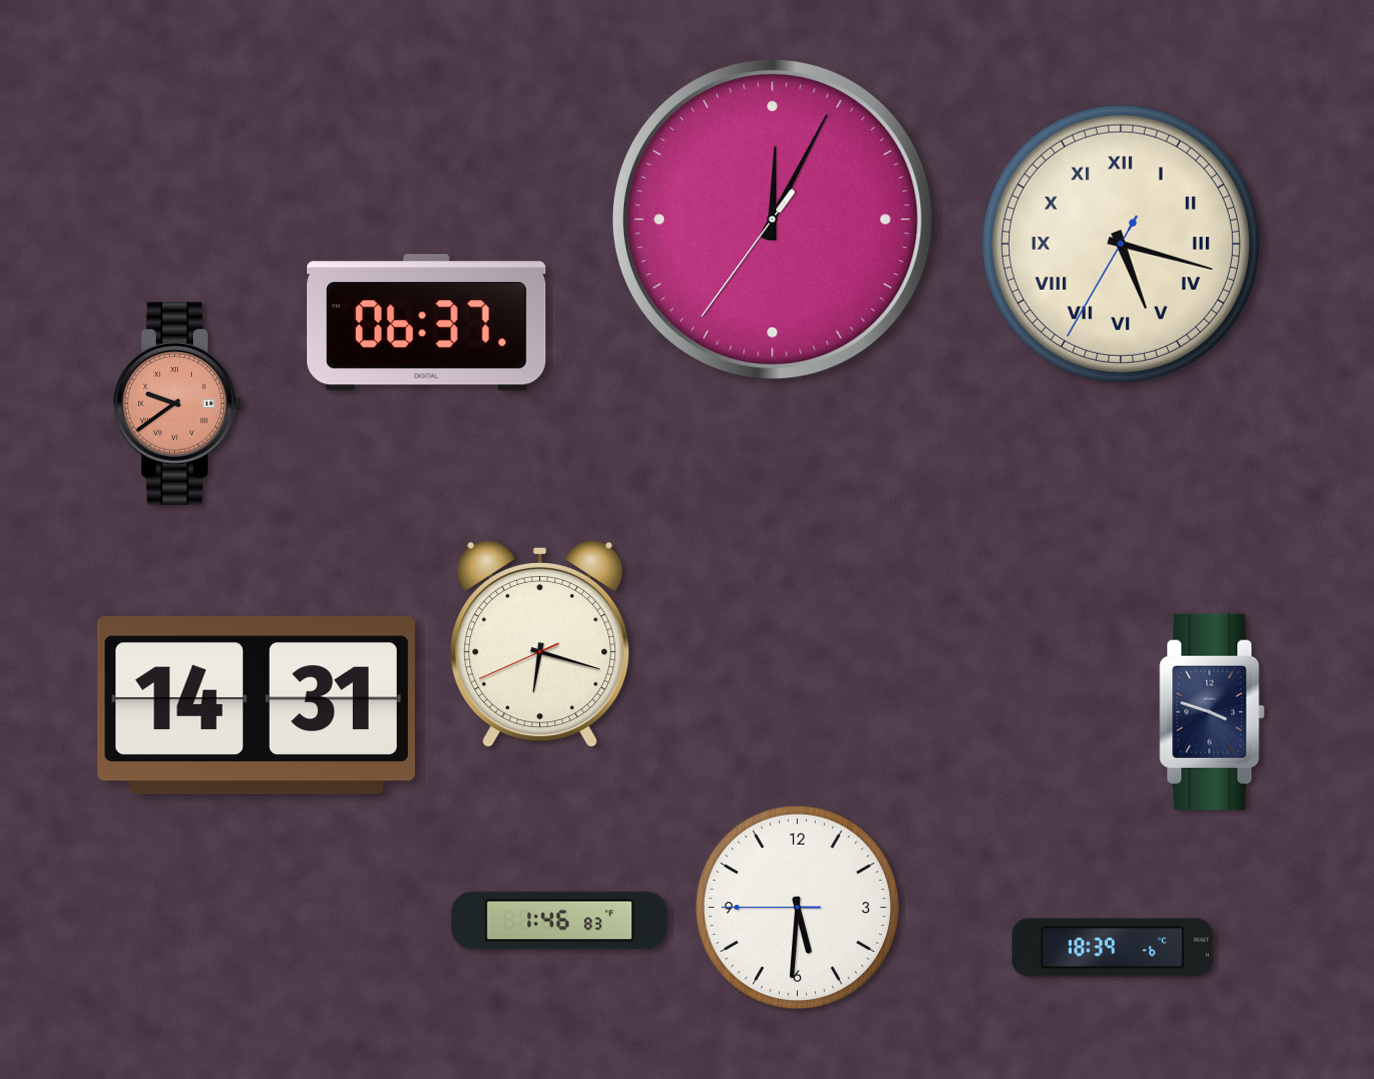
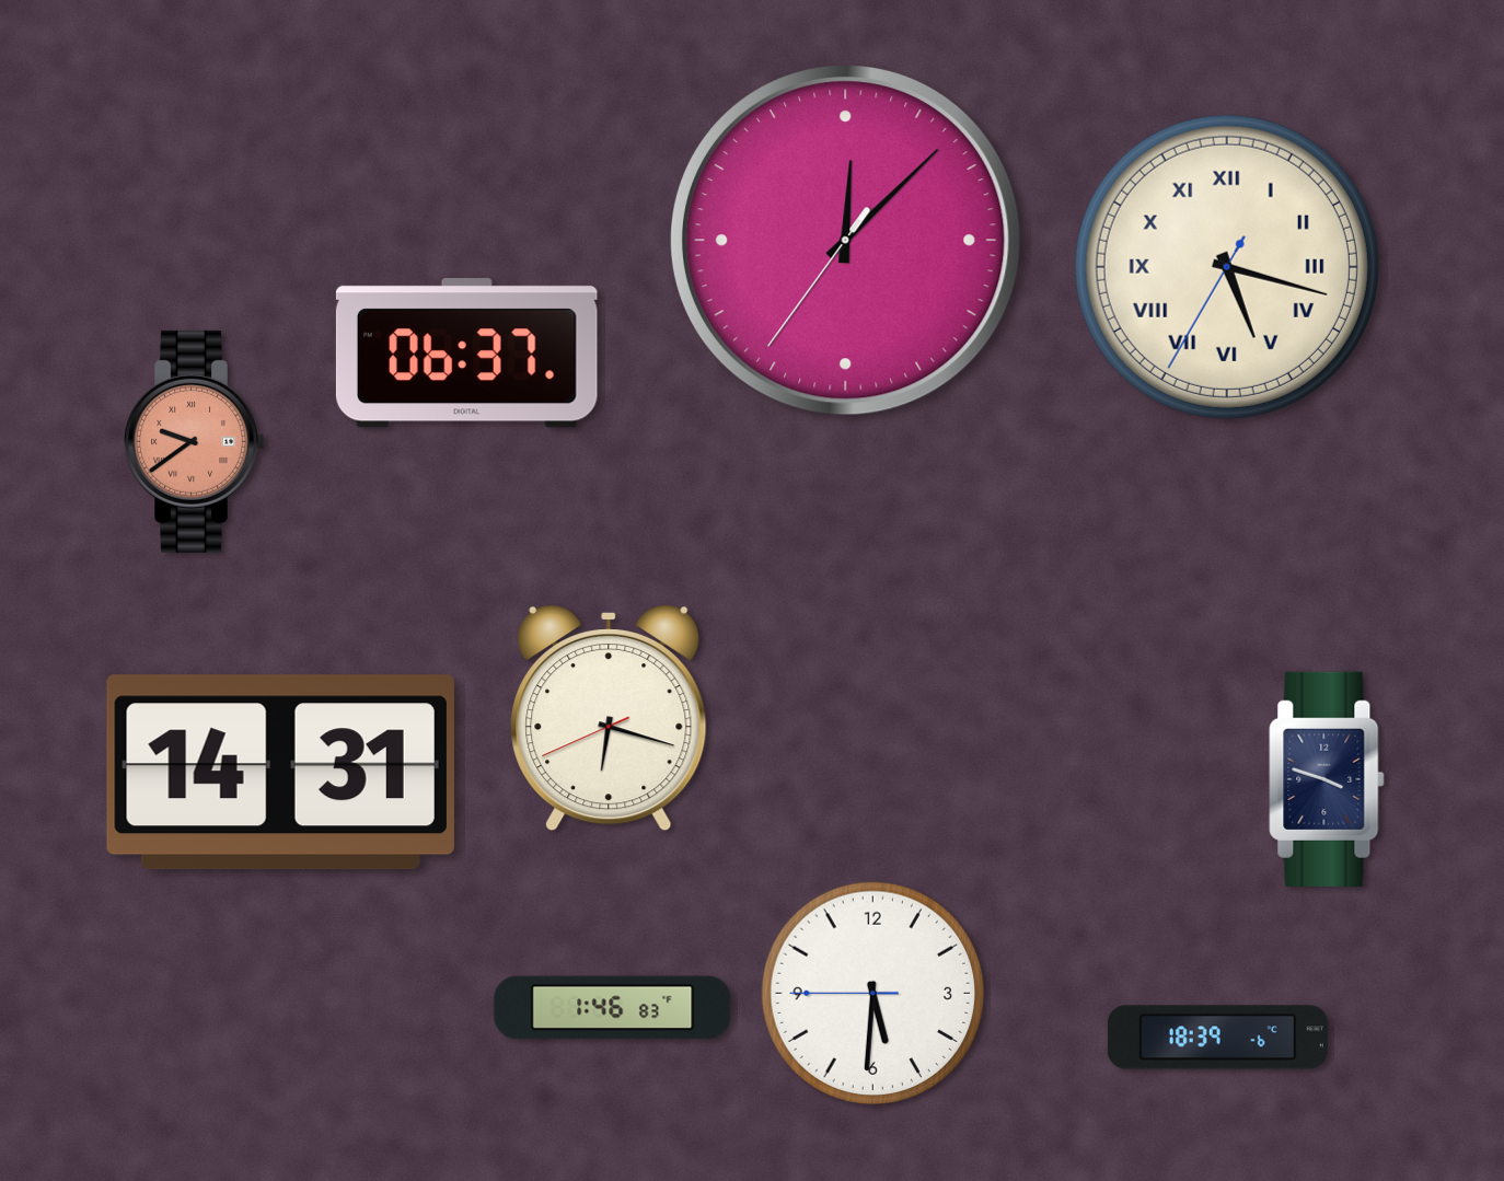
clock at (772, 219): 12:04 -> 12:07
clock at (540, 644) position: (540, 644) -> (609, 718)
